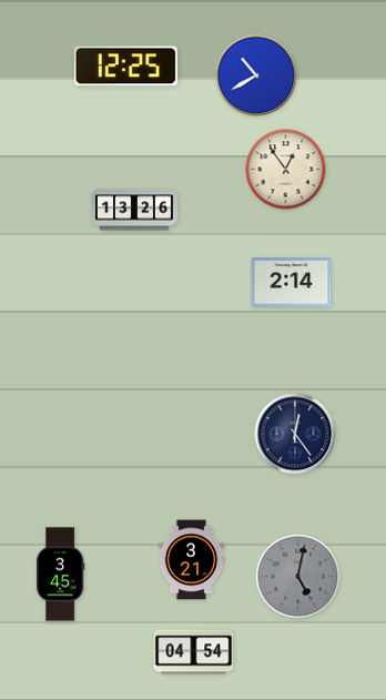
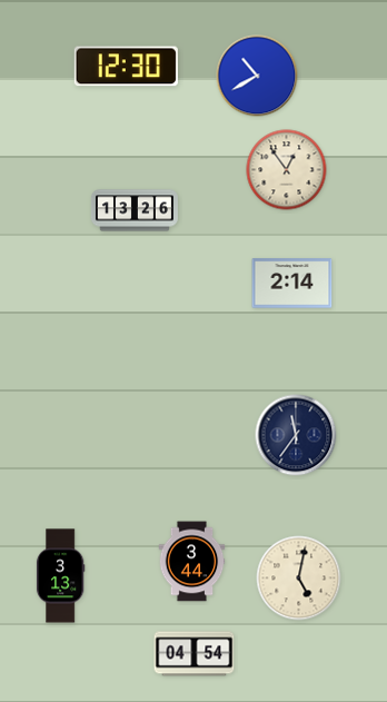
clock at (125, 67): 12:25 -> 12:30
clock at (295, 434): 12:24 -> 11:36
clock at (192, 560): 3:21 -> 3:44
clock at (60, 575): 3:45 -> 3:13
clock at (298, 577) dial: grey -> cream
